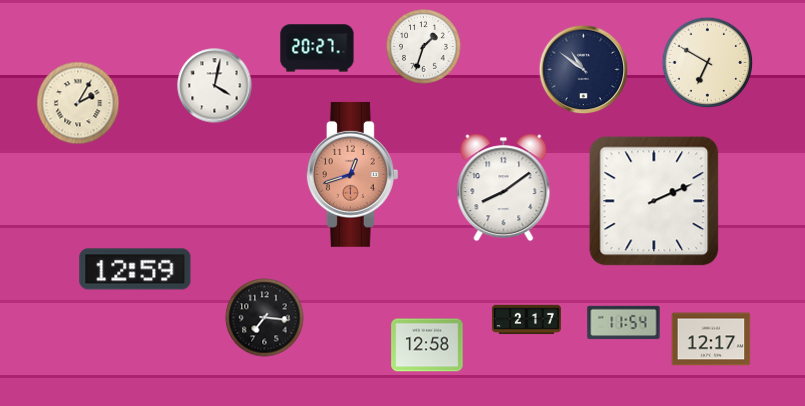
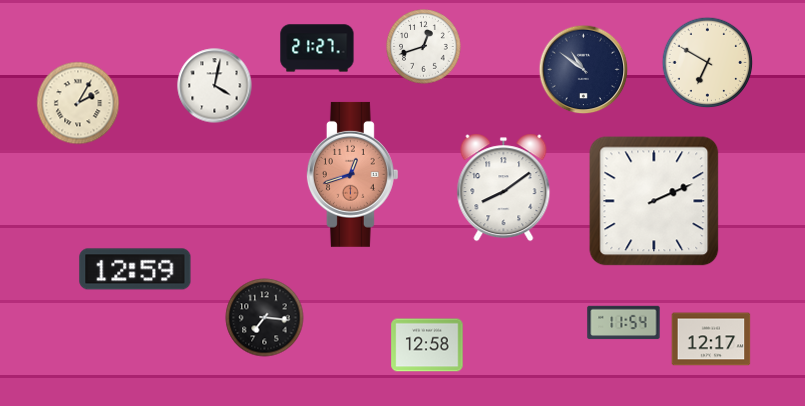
clock at (424, 47): 1:33 -> 12:42
clock at (317, 48): 20:27 -> 21:27
clock at (526, 320): 2:17 -> none
